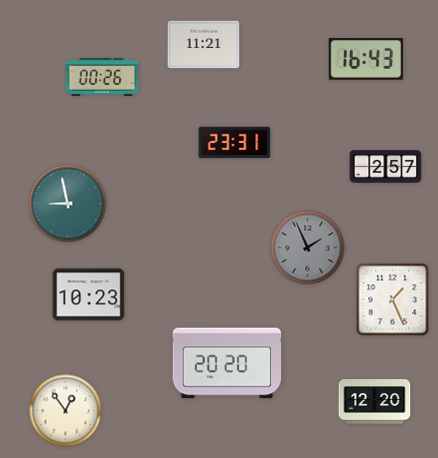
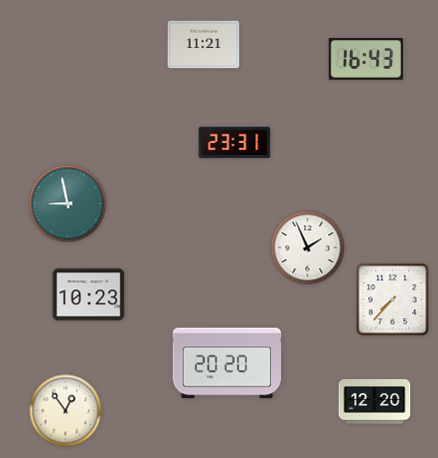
clock at (102, 77): 00:26 -> none
clock at (386, 167): 2:57 -> none
clock at (308, 248) dial: grey -> white
clock at (393, 300): 1:26 -> 7:37
